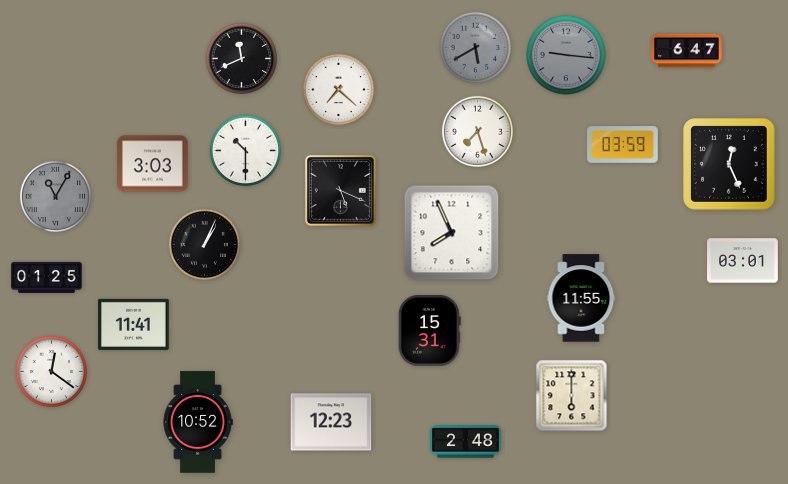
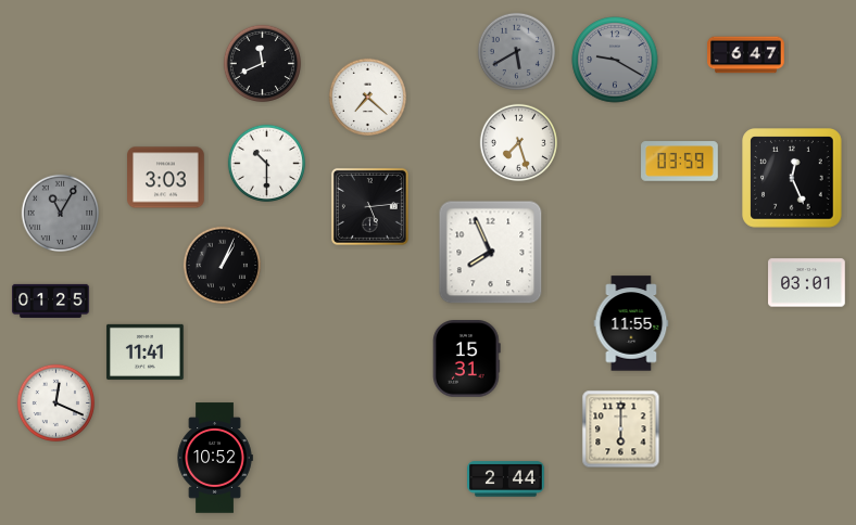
clock at (566, 55): 9:16 -> 9:20
clock at (623, 145) position: (623, 145) -> (680, 162)
clock at (340, 190): 5:19 -> 5:14
clock at (51, 371): 12:21 -> 12:19
clock at (331, 422): 12:23 -> none
clock at (466, 442): 2:48 -> 2:44
